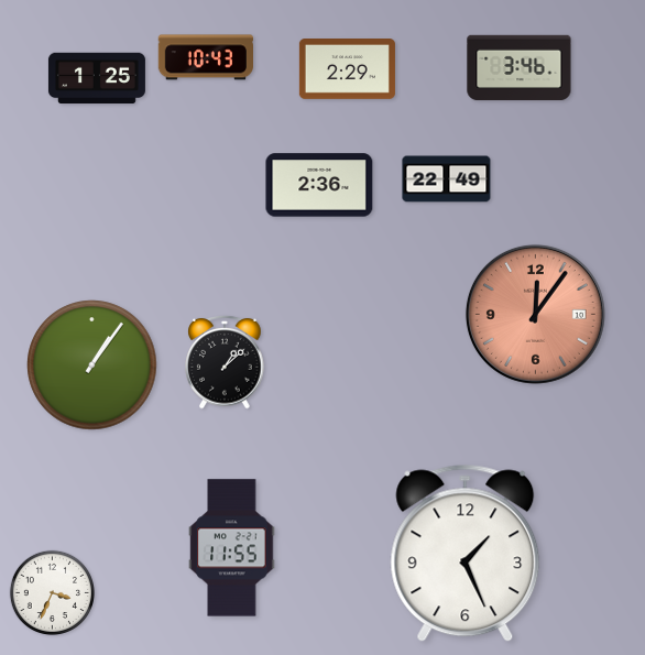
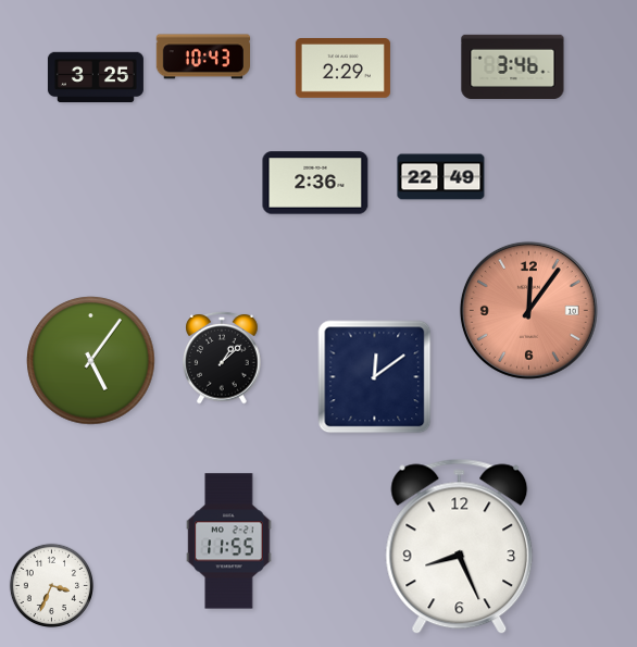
clock at (97, 78): 1:25 -> 3:25
clock at (92, 365): 1:06 -> 5:06
clock at (375, 377): none -> 12:09
clock at (466, 554): 1:26 -> 8:26
